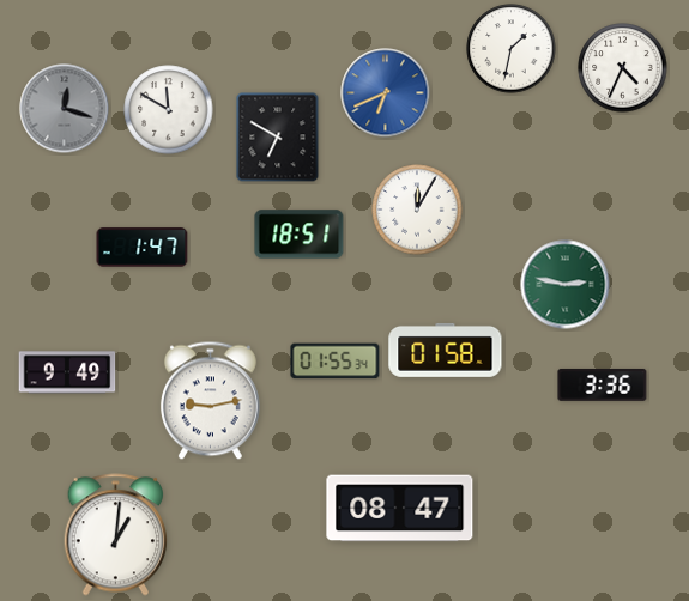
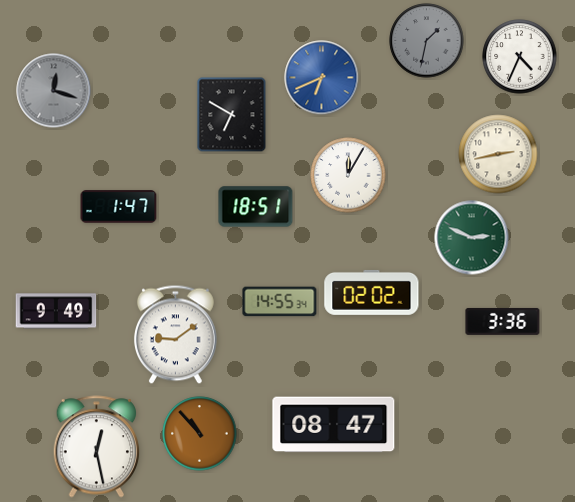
clock at (512, 49) dial: white -> grey
clock at (169, 110): 11:50 -> none
clock at (498, 154): none -> 2:43
clock at (300, 235) position: (300, 235) -> (256, 207)
clock at (566, 285): 2:47 -> 2:49
clock at (446, 350): 01:58 -> 02:02
clock at (336, 362): 01:55 -> 14:55
clock at (210, 401): 9:13 -> 9:09
clock at (200, 434): none -> 10:53
clock at (116, 535): 1:01 -> 12:28
